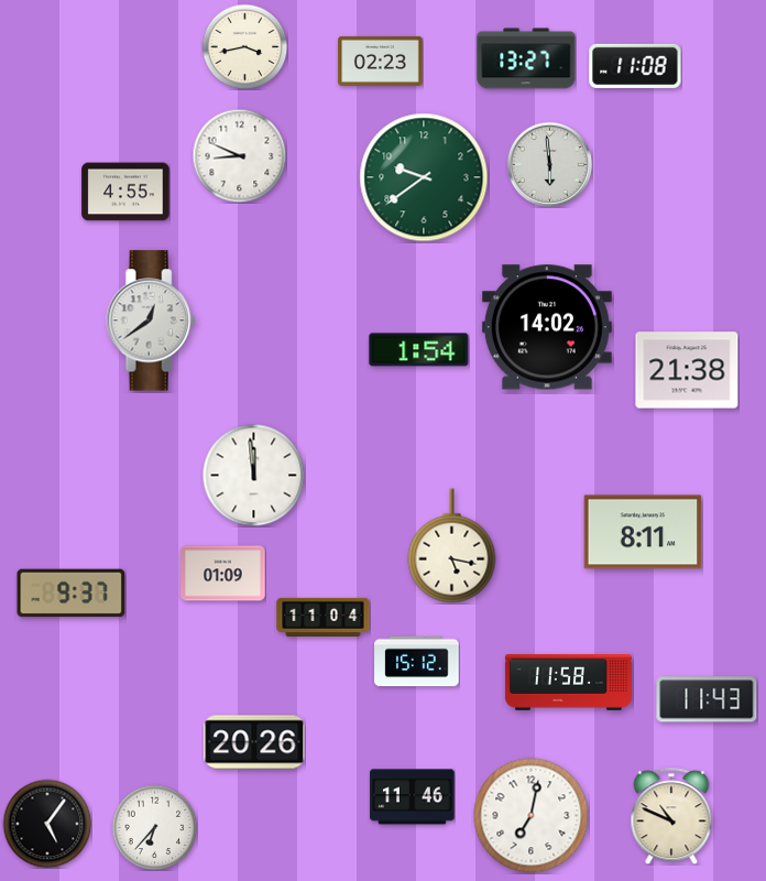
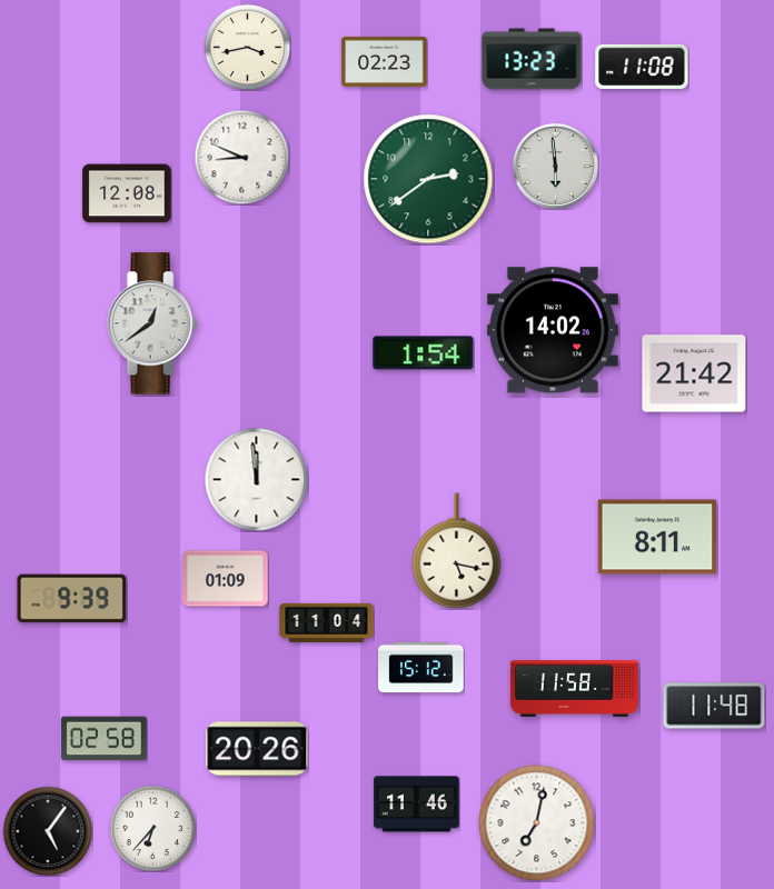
clock at (526, 58): 13:27 -> 13:23
clock at (424, 177): 9:39 -> 2:39
clock at (125, 192): 4:55 -> 12:08
clock at (687, 370): 21:38 -> 21:42
clock at (643, 532) position: (643, 532) -> (657, 537)
clock at (72, 594): 9:37 -> 9:39
clock at (707, 699): 11:43 -> 11:48
clock at (105, 739): none -> 02:58
clock at (671, 816): 10:49 -> none
clock at (154, 827) position: (154, 827) -> (152, 828)
